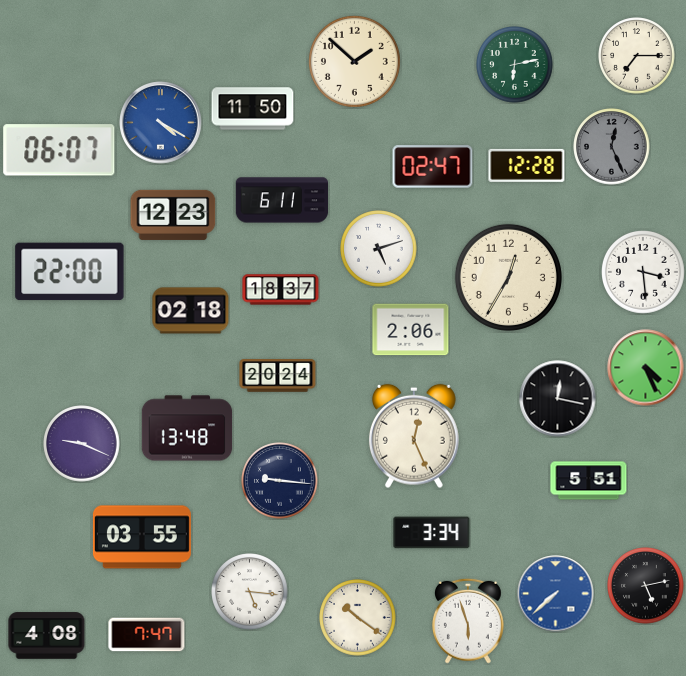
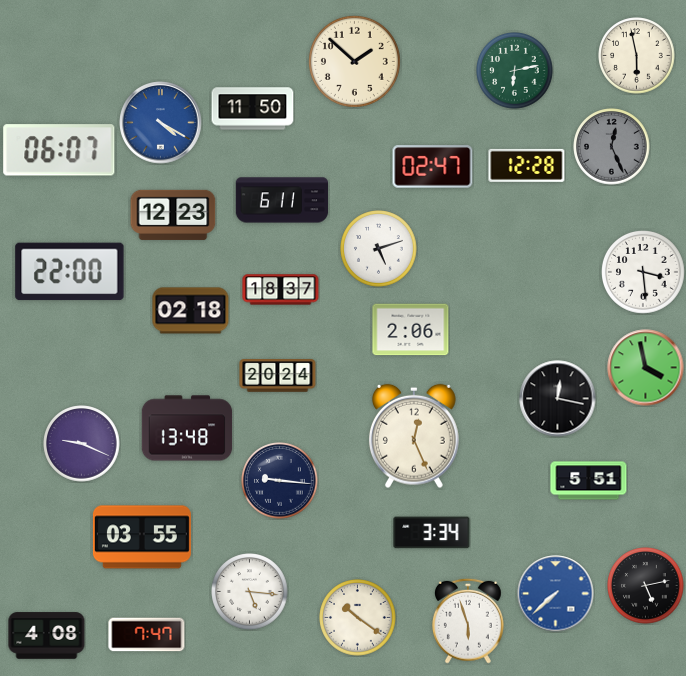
clock at (637, 56): 7:15 -> 5:58
clock at (515, 65) position: (515, 65) -> (515, 71)
clock at (508, 277): 12:35 -> none
clock at (646, 368): 4:26 -> 3:58
